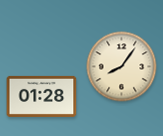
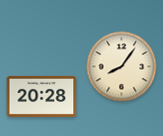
clock at (42, 96): 01:28 -> 20:28
